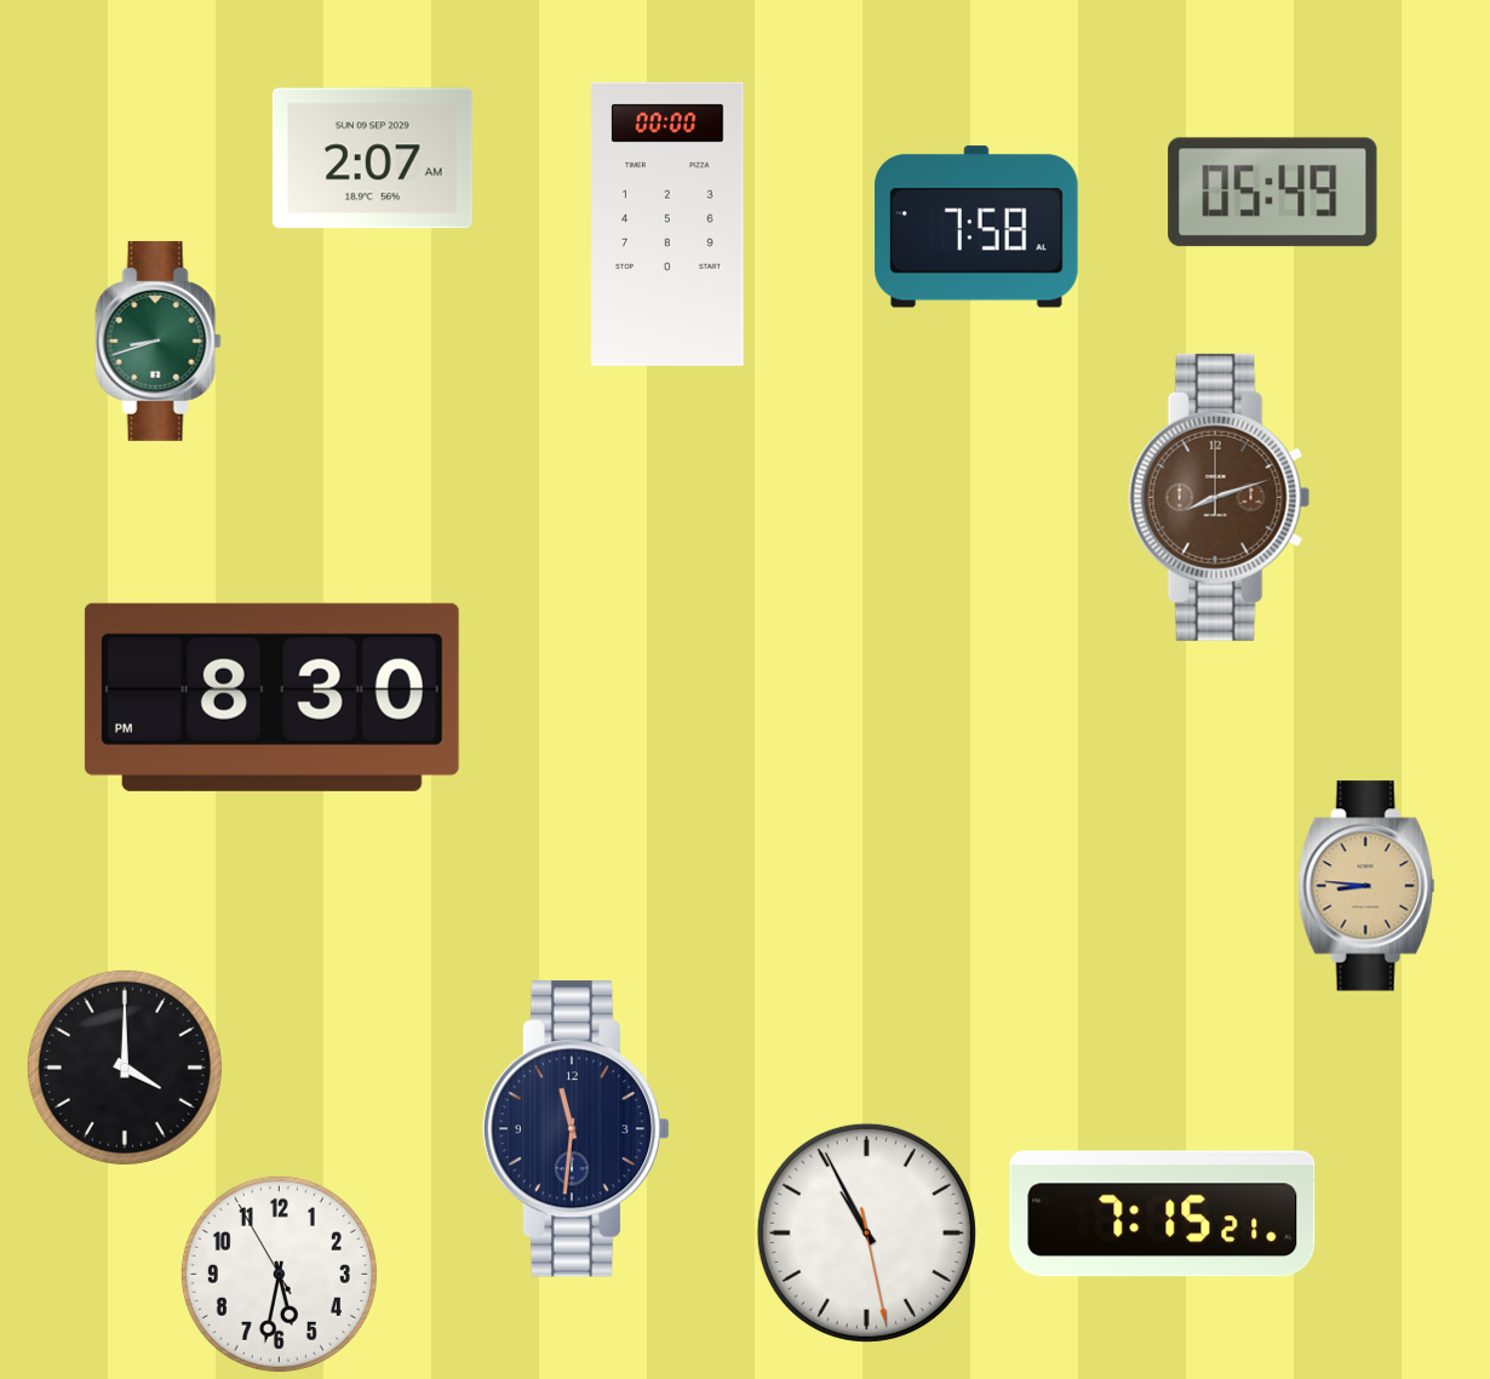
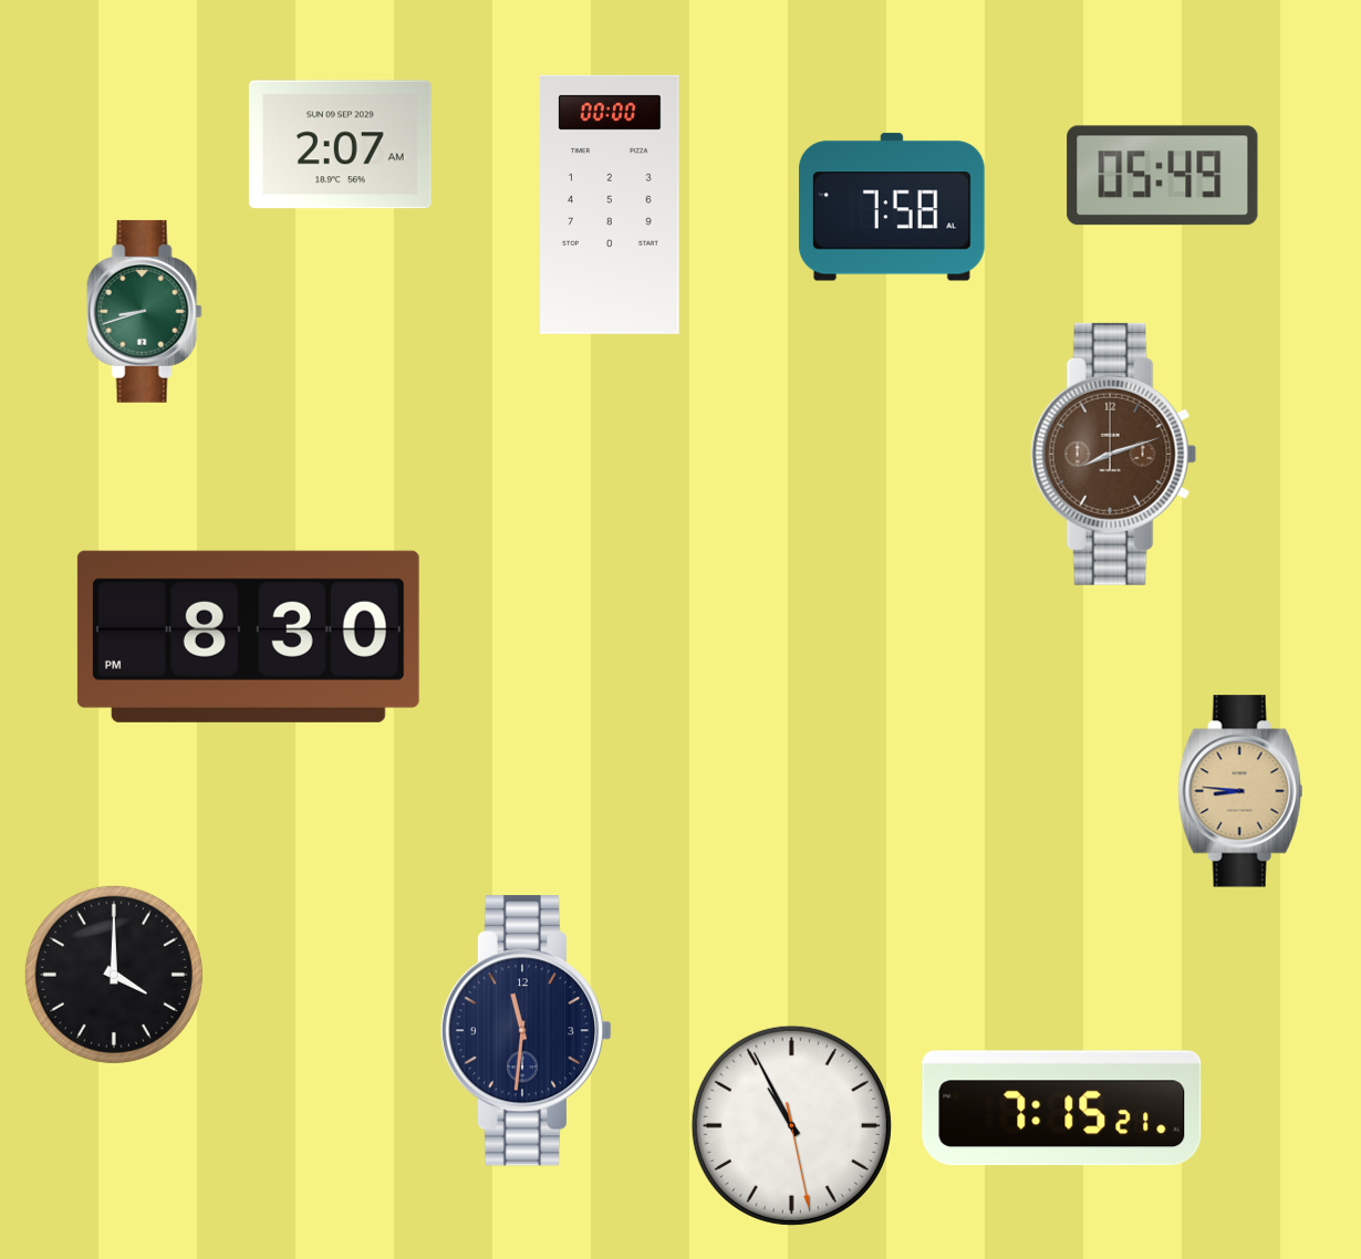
clock at (1366, 886) position: (1366, 886) -> (1240, 791)
clock at (279, 1274): 5:31 -> none
